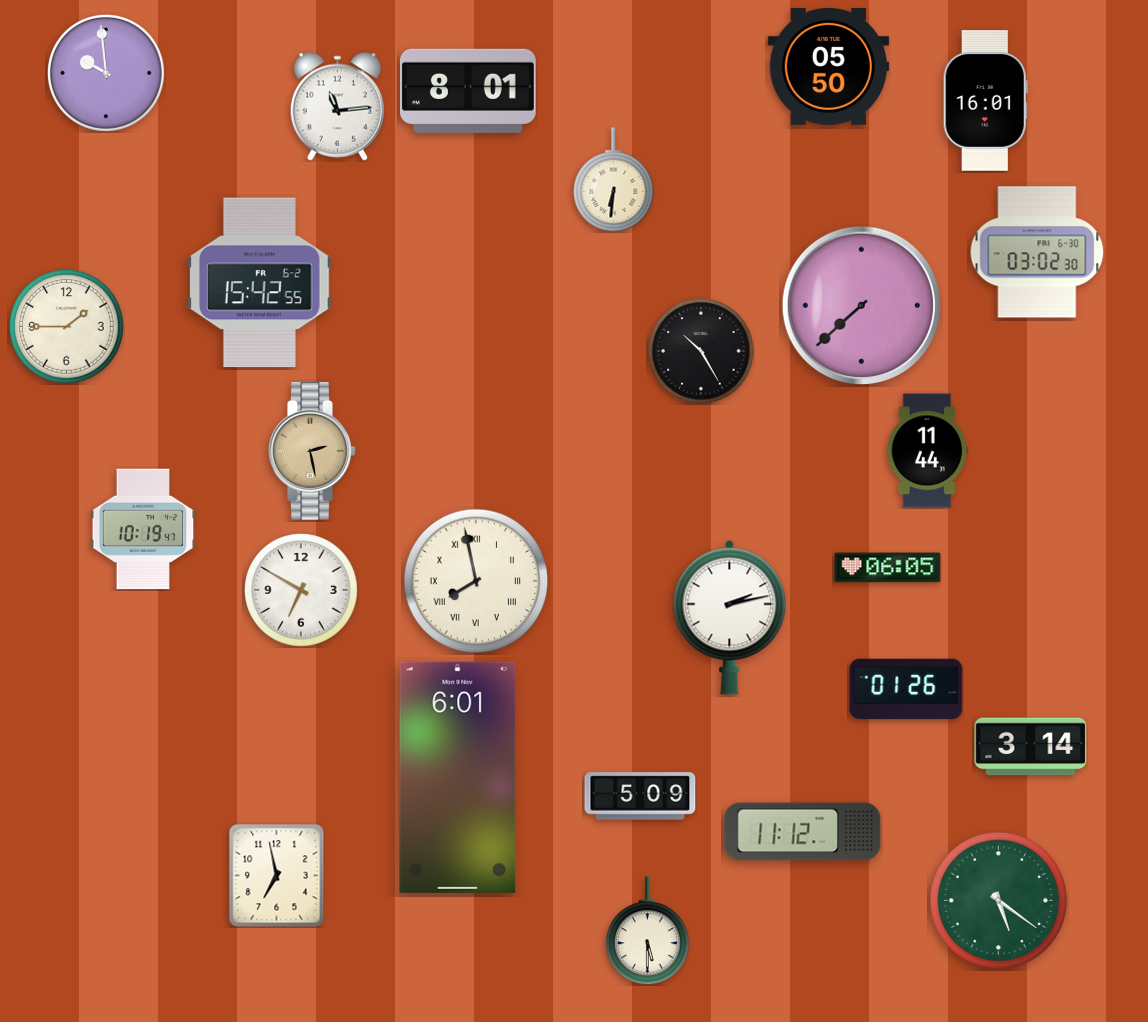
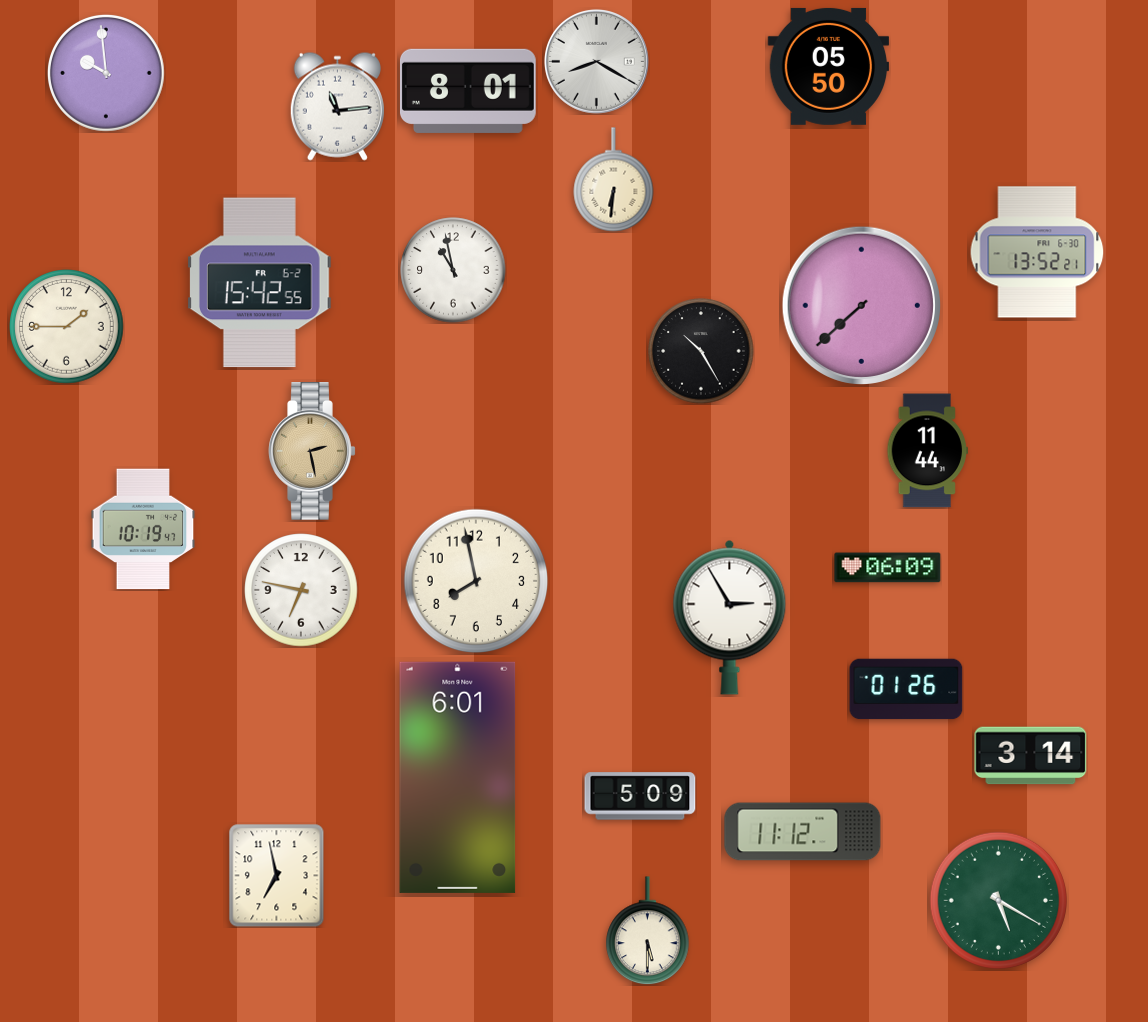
clock at (596, 61): none -> 8:20
clock at (985, 101): 16:01 -> none
clock at (1037, 252): 03:02 -> 13:52
clock at (453, 270): none -> 10:58
clock at (888, 568): 06:05 -> 06:09
clock at (476, 581) numerals: Roman -> Arabic
clock at (301, 590): 6:50 -> 6:47
clock at (730, 617): 2:13 -> 2:55
clock at (1031, 747) position: (1031, 747) -> (1031, 756)
clock at (998, 900): 5:21 -> 5:20
